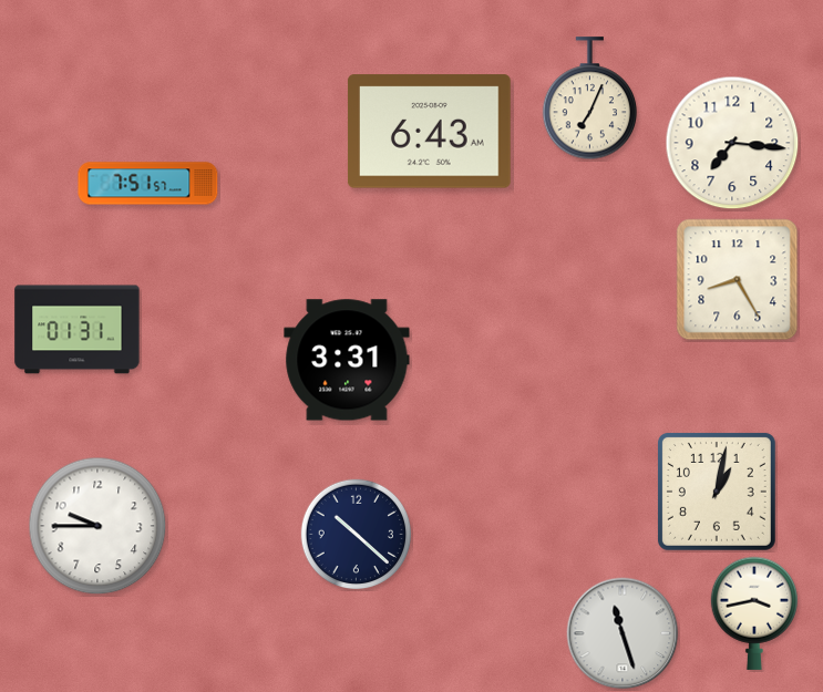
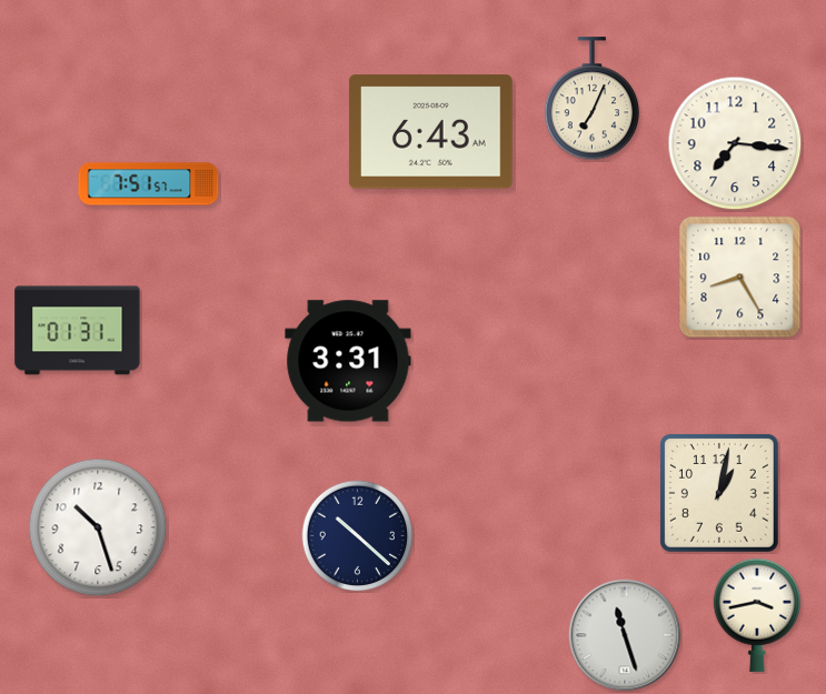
clock at (738, 280) position: (738, 280) -> (740, 278)
clock at (97, 526): 9:45 -> 10:27
